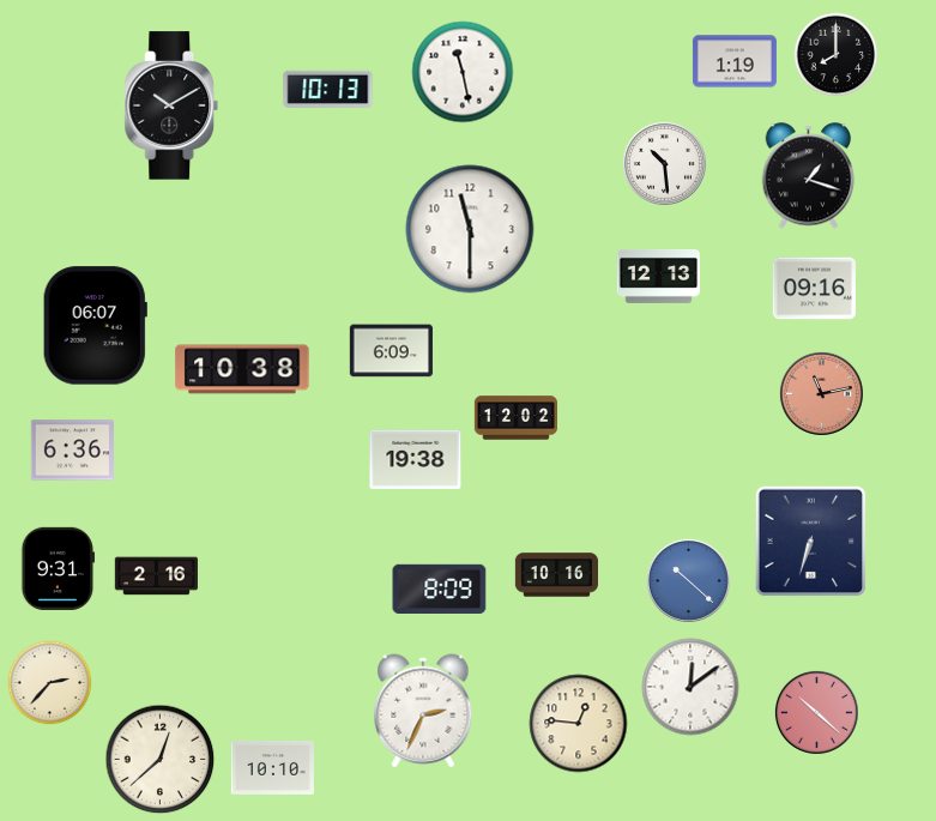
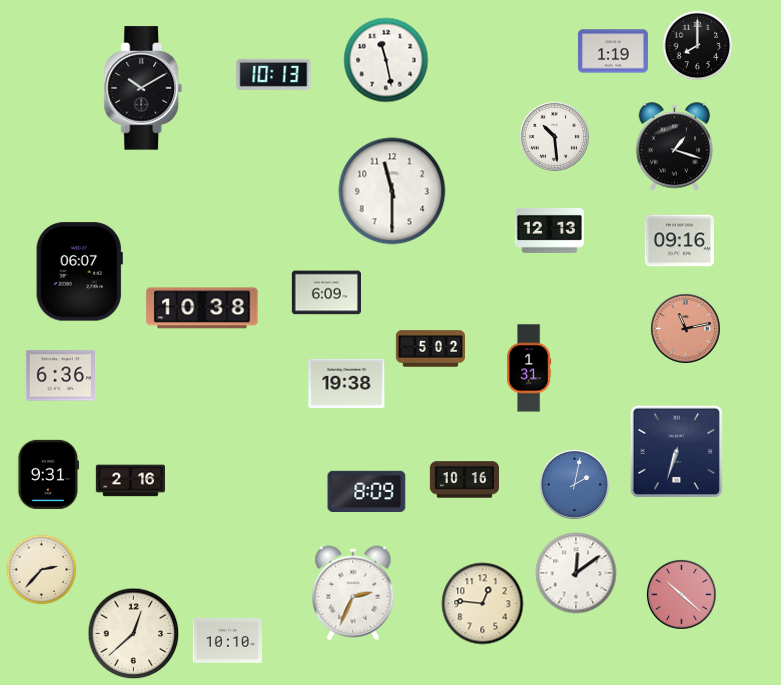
clock at (515, 418): 12:02 -> 5:02
clock at (529, 368): none -> 1:31
clock at (688, 580): 10:22 -> 2:02
